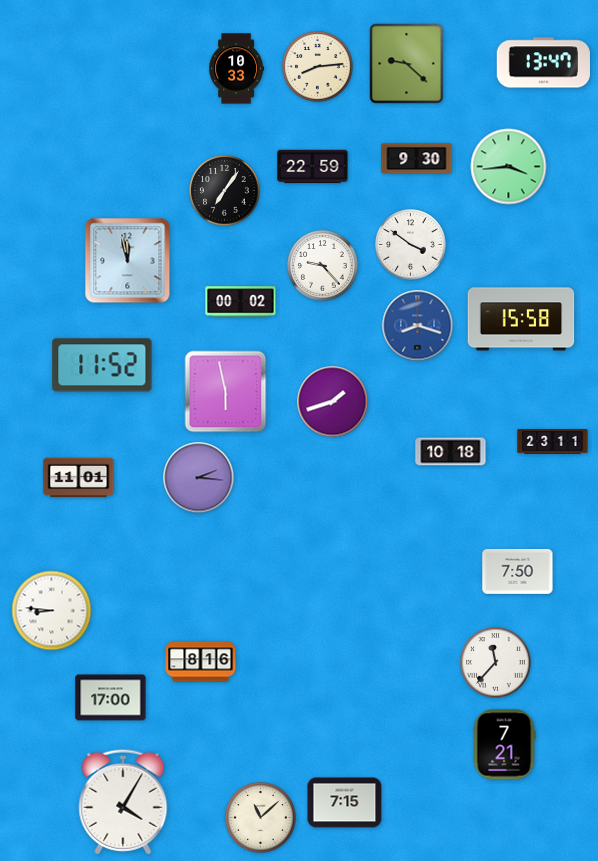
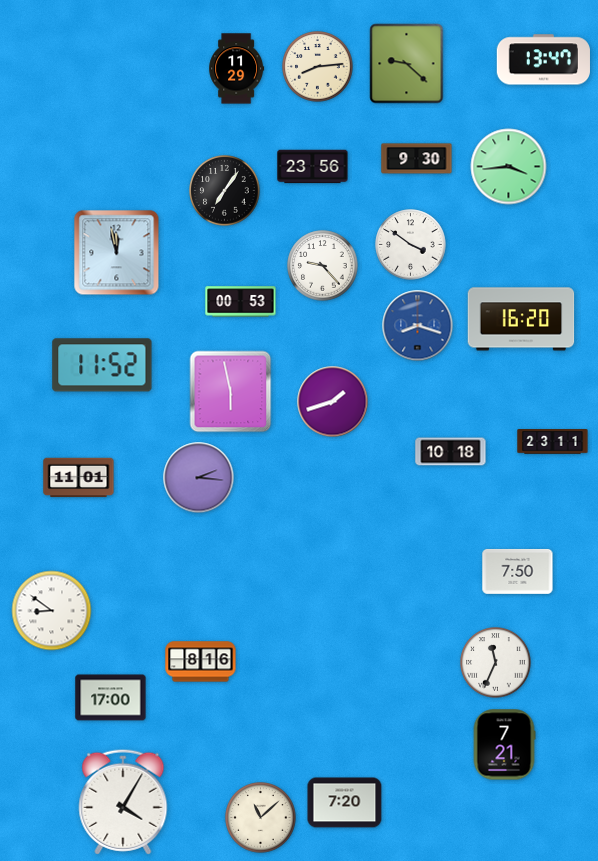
clock at (543, 63) position: (543, 63) -> (543, 60)
clock at (237, 69): 10:33 -> 11:29
clock at (313, 167): 22:59 -> 23:56
clock at (128, 261) position: (128, 261) -> (117, 253)
clock at (241, 302): 00:02 -> 00:53
clock at (521, 319): 15:58 -> 16:20
clock at (226, 392) position: (226, 392) -> (231, 392)
clock at (52, 611): 8:46 -> 8:51
clock at (496, 663): 11:37 -> 11:34
clock at (345, 803): 7:15 -> 7:20
